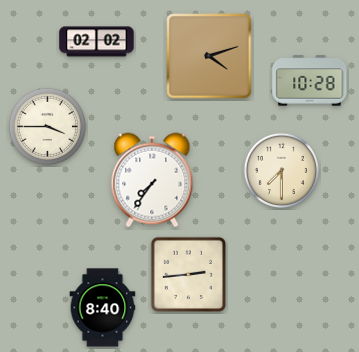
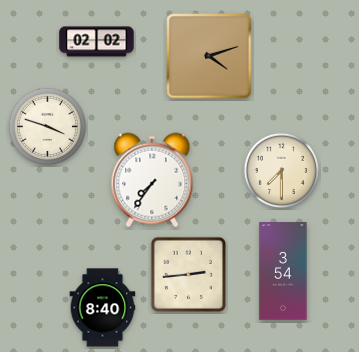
clock at (310, 81): 10:28 -> none
clock at (47, 126): 3:45 -> 3:48
clock at (283, 271): none -> 3:54
